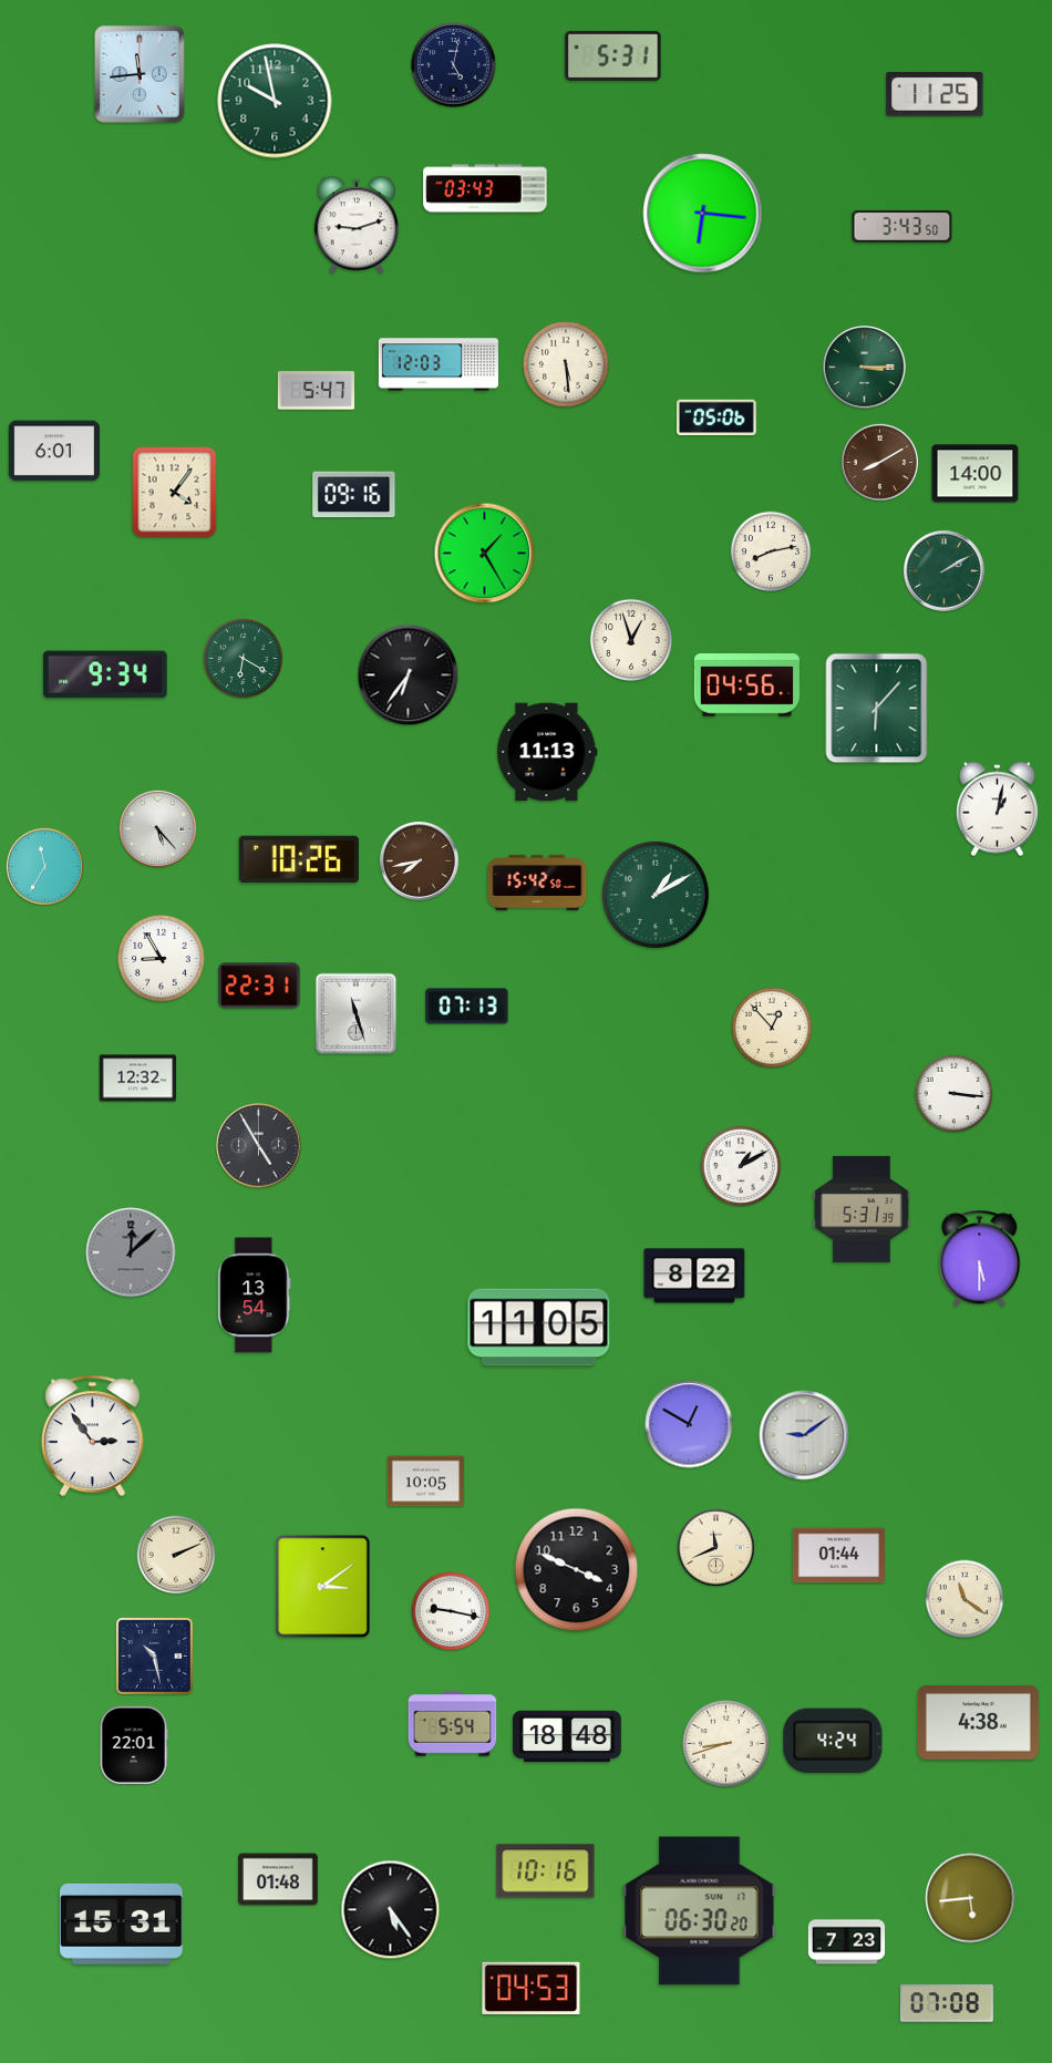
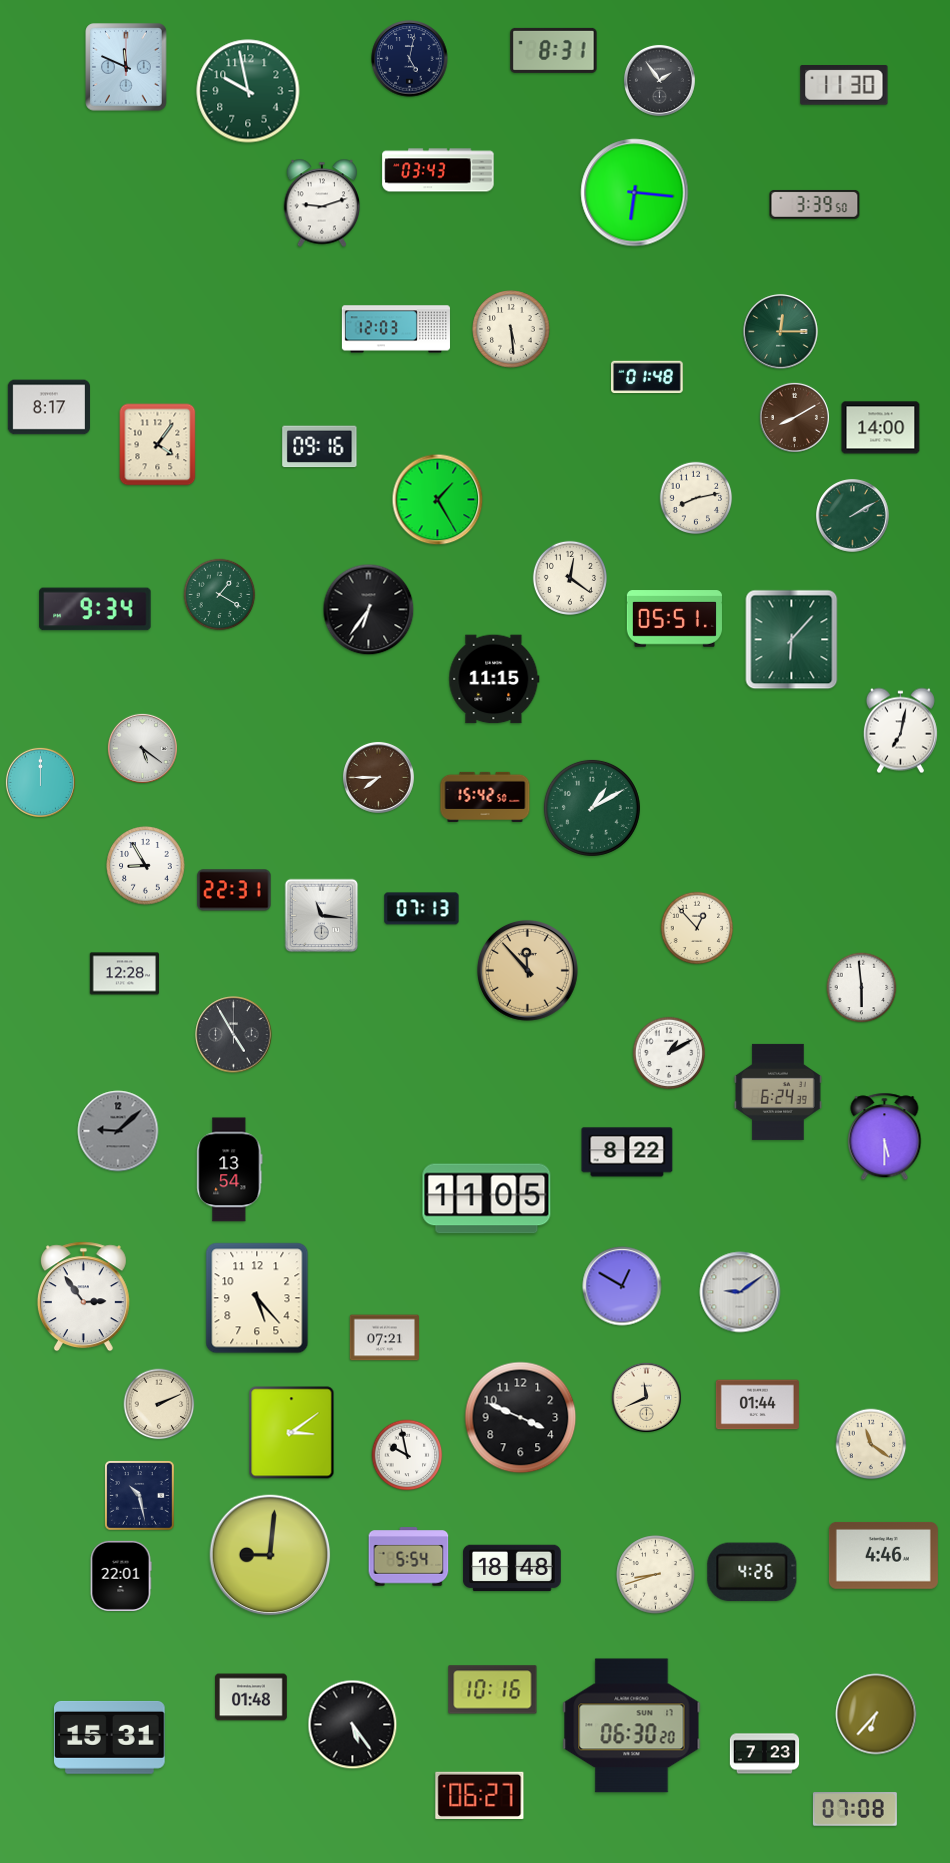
clock at (613, 55): 5:31 -> 8:31
clock at (140, 74): 11:44 -> 11:49
clock at (659, 80): none -> 1:54
clock at (935, 94): 11:25 -> 11:30
clock at (903, 226): 3:43 -> 3:39
clock at (865, 368): 3:15 -> 12:15
clock at (317, 391): 5:47 -> none
clock at (718, 417): 05:06 -> 01:48
clock at (53, 451): 6:01 -> 8:17
clock at (631, 640): 12:57 -> 12:21
clock at (244, 659): 6:20 -> 1:20
clock at (746, 685): 04:56 -> 05:51
clock at (547, 752): 11:13 -> 11:15
clock at (997, 809): 1:02 -> 7:02
clock at (157, 828): 5:23 -> 5:21
clock at (299, 859): 10:26 -> none
clock at (419, 860): 7:43 -> 7:45
clock at (44, 866): 11:35 -> 12:00
clock at (357, 1014): 11:27 -> 11:16
clock at (527, 970): none -> 11:53
clock at (137, 1079): 12:32 -> 12:28
clock at (955, 1094): 3:16 -> 5:59
clock at (863, 1209): 5:31 -> 6:24
clock at (131, 1252): 12:08 -> 9:08
clock at (804, 1435) position: (804, 1435) -> (740, 1292)
clock at (257, 1298): none -> 5:23
clock at (425, 1482): 10:05 -> 07:21
clock at (451, 1611): 9:17 -> 9:58
clock at (270, 1555): none -> 9:01
clock at (978, 1722): 4:38 -> 4:46
clock at (833, 1741): 4:24 -> 4:26
clock at (970, 1898): 5:44 -> 6:37
clock at (532, 1988): 04:53 -> 06:27
